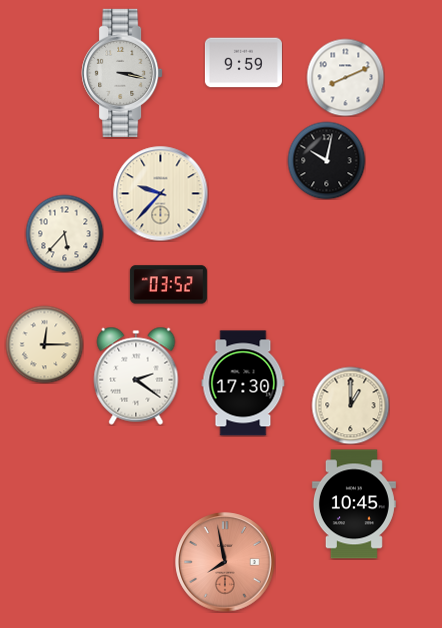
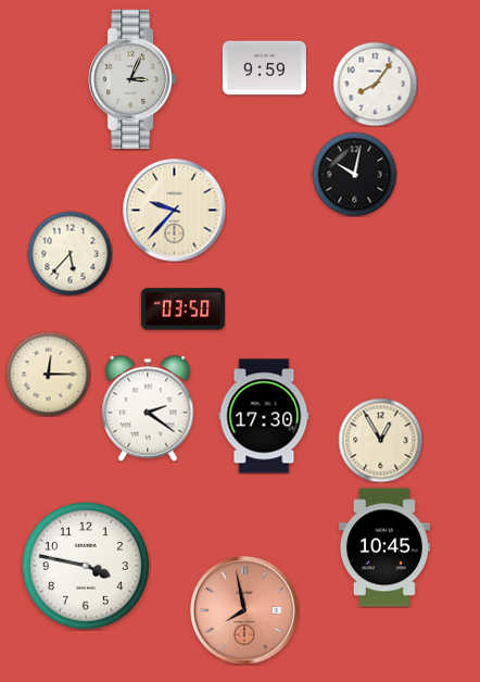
clock at (122, 73): 3:17 -> 3:04
clock at (345, 77): 8:11 -> 8:06
clock at (168, 285): 03:52 -> 03:50
clock at (350, 405): 1:00 -> 12:55
clock at (86, 566): none -> 3:47
